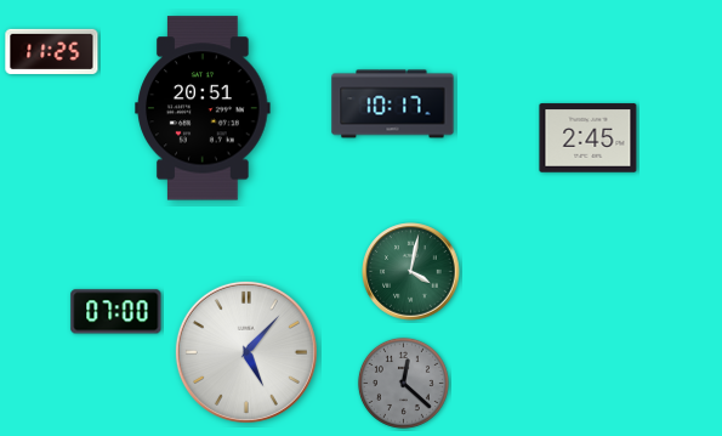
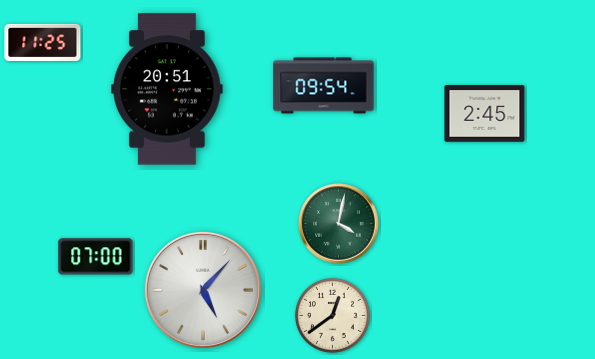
clock at (393, 104): 10:17 -> 09:54
clock at (403, 383): 12:22 -> 12:39
clock at (403, 383) dial: grey -> cream
